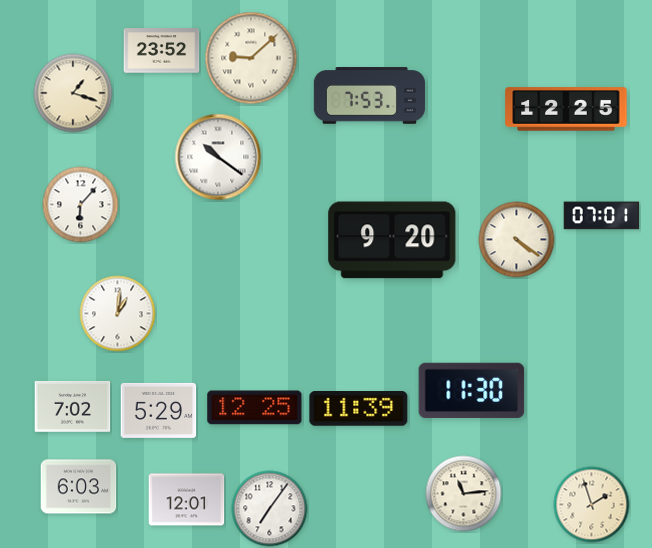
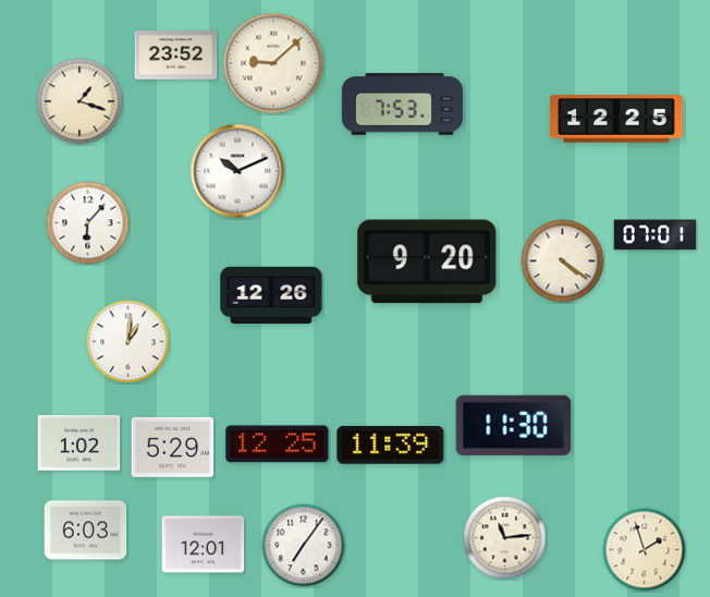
clock at (218, 157): 10:21 -> 10:11
clock at (271, 295): none -> 12:26
clock at (73, 406): 7:02 -> 1:02
clock at (270, 509) position: (270, 509) -> (304, 546)
